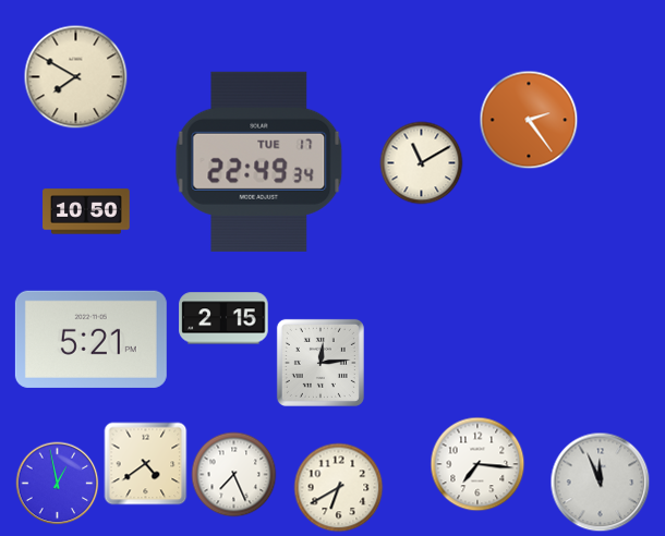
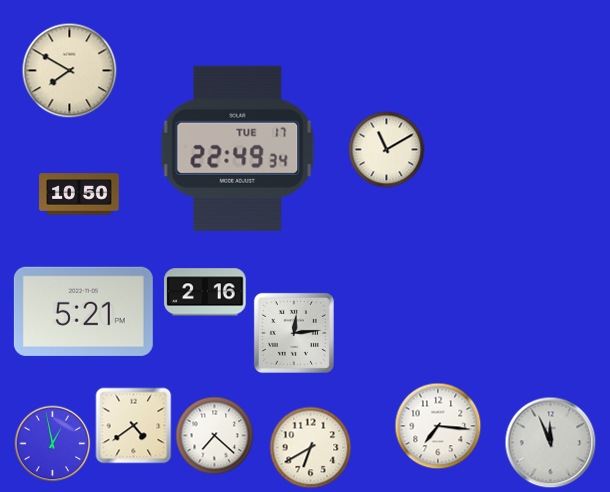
clock at (529, 120): 2:24 -> none
clock at (223, 318): 2:15 -> 2:16
clock at (234, 475): 7:26 -> 7:22
